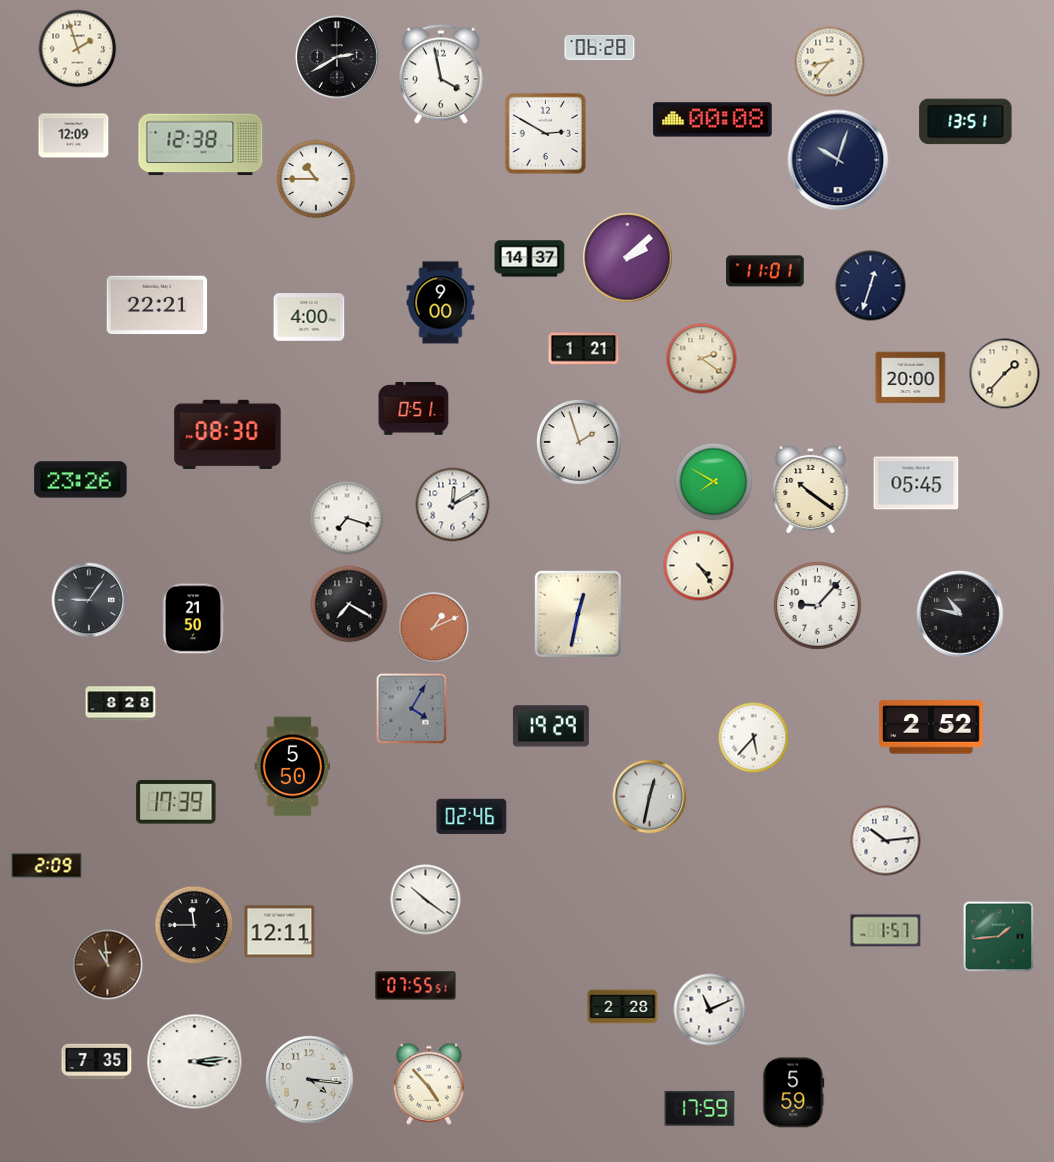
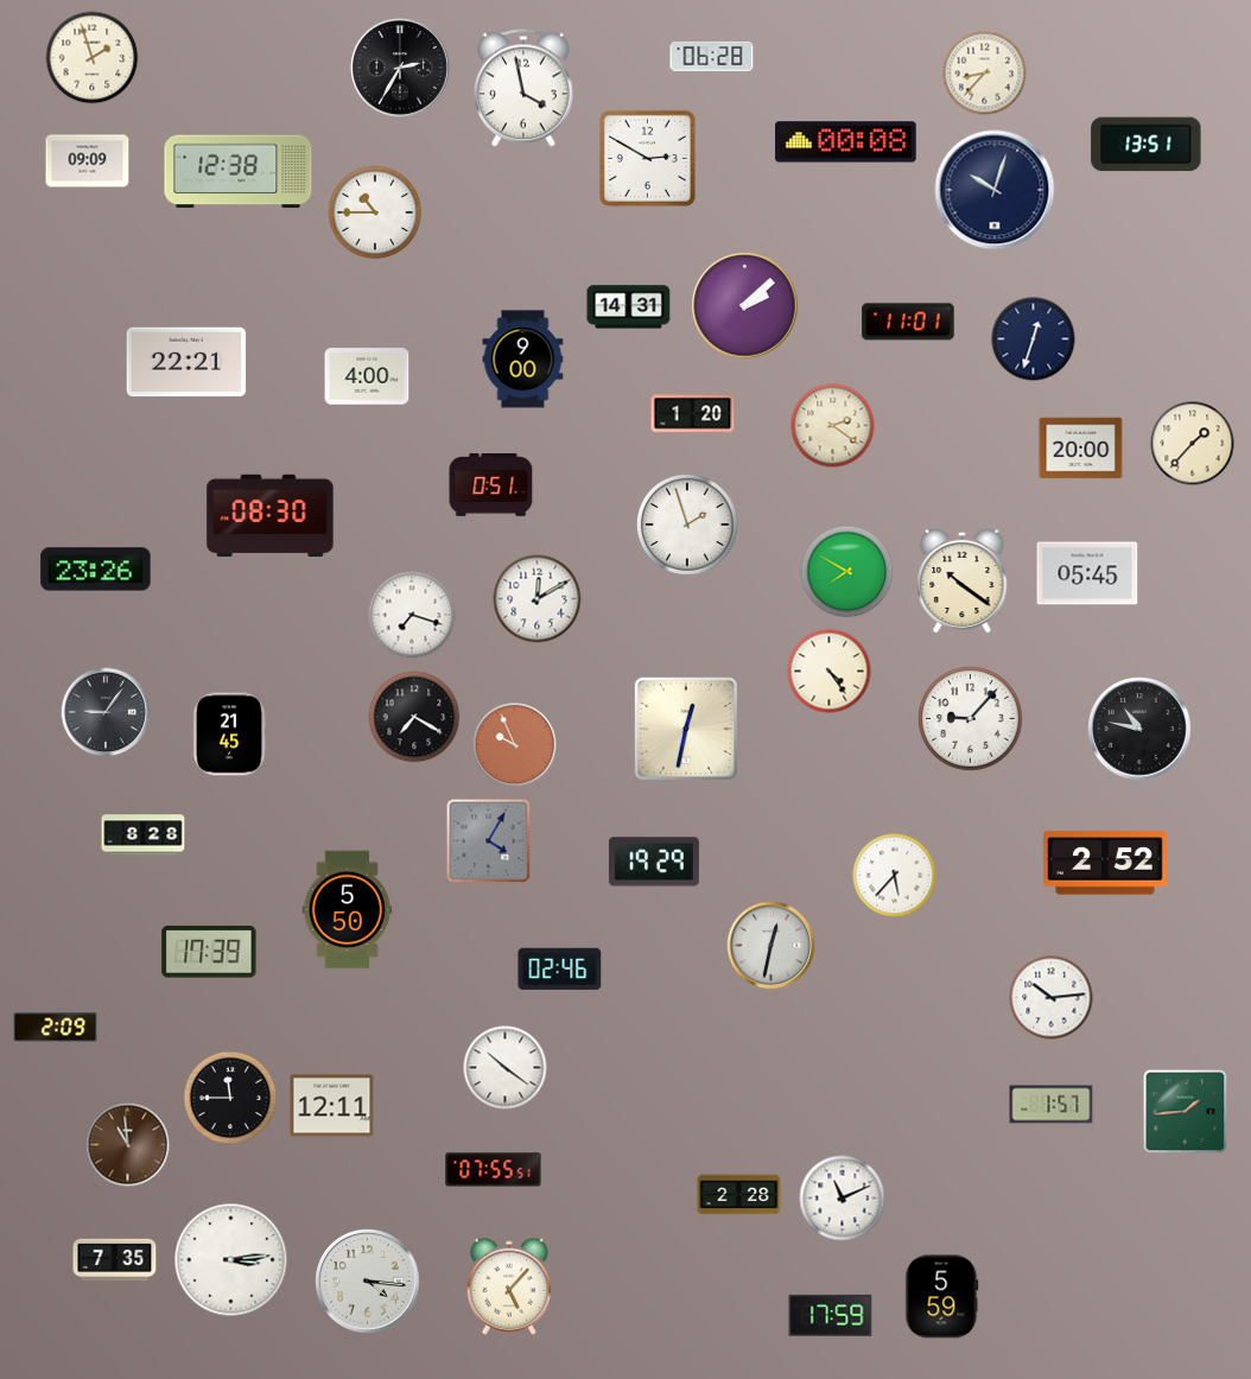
clock at (337, 57): 2:40 -> 2:35
clock at (74, 136): 12:09 -> 09:09
clock at (530, 259): 14:37 -> 14:31
clock at (584, 349): 1:21 -> 1:20
clock at (193, 619): 21:50 -> 21:45
clock at (434, 628): 1:11 -> 9:56
clock at (429, 1084): 4:53 -> 5:07
